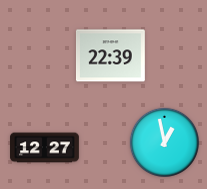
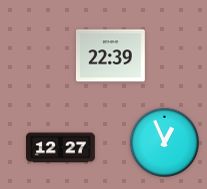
clock at (164, 142): 12:58 -> 12:56
clock at (45, 148) position: (45, 148) -> (61, 148)
